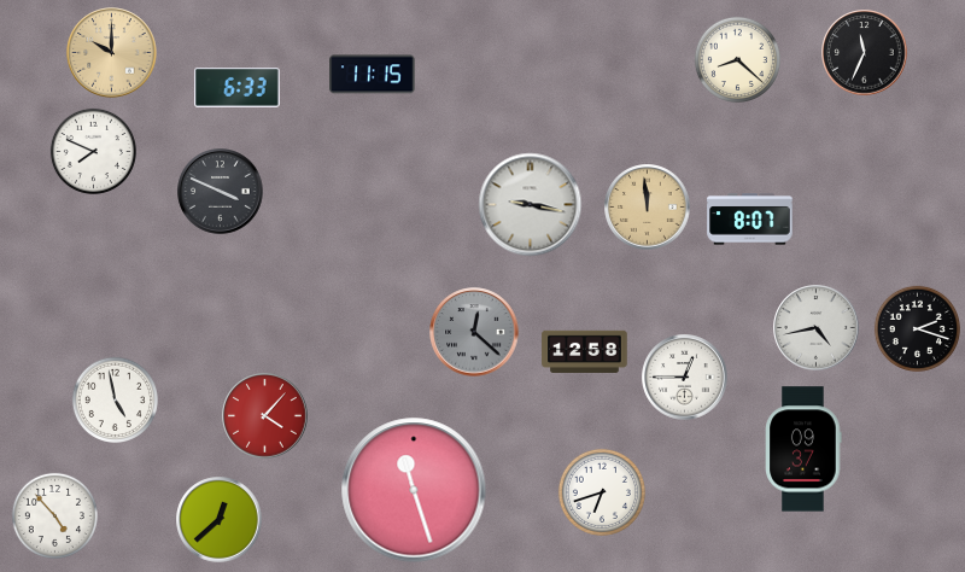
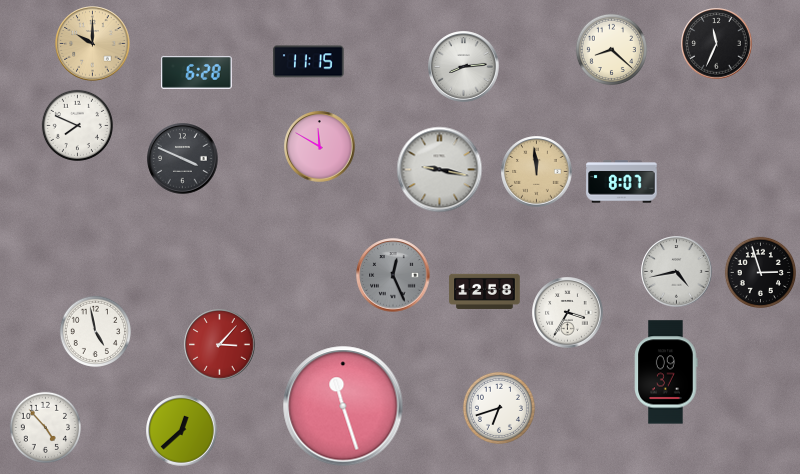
clock at (464, 67): none -> 8:14
clock at (238, 88): 6:33 -> 6:28
clock at (320, 147): none -> 11:50
clock at (917, 328): 2:18 -> 2:57
clock at (474, 332): 12:22 -> 12:26
clock at (685, 378): 12:45 -> 3:35
clock at (265, 416): 4:07 -> 3:07
